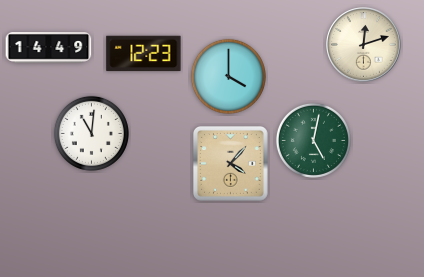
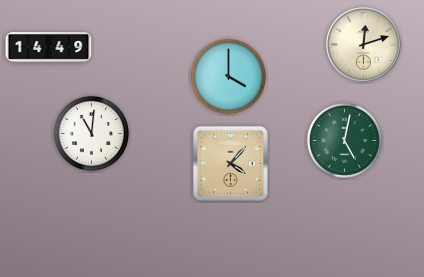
clock at (144, 54): 12:23 -> none
clock at (313, 140) position: (313, 140) -> (344, 140)
